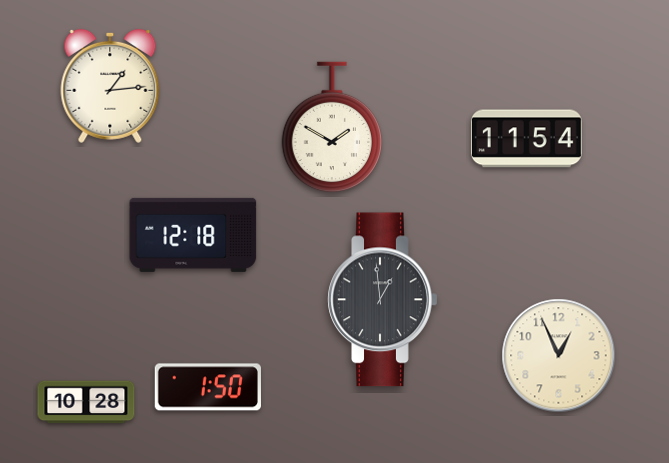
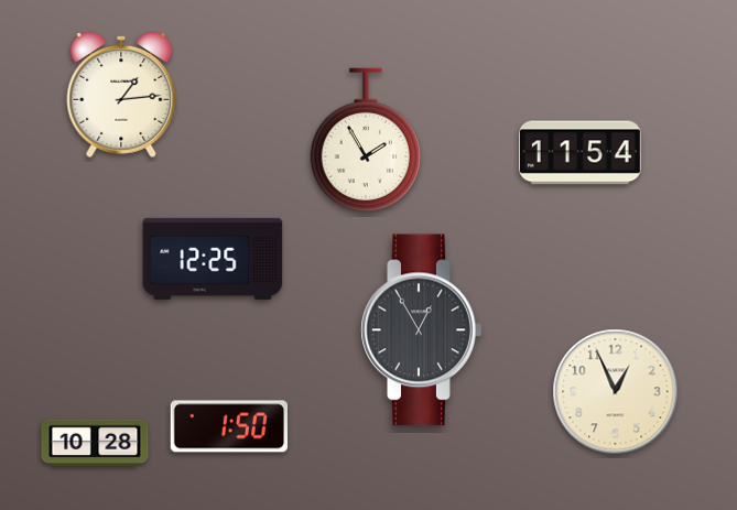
clock at (331, 127): 1:50 -> 1:55
clock at (193, 235): 12:18 -> 12:25
clock at (383, 300): 12:59 -> 12:55
